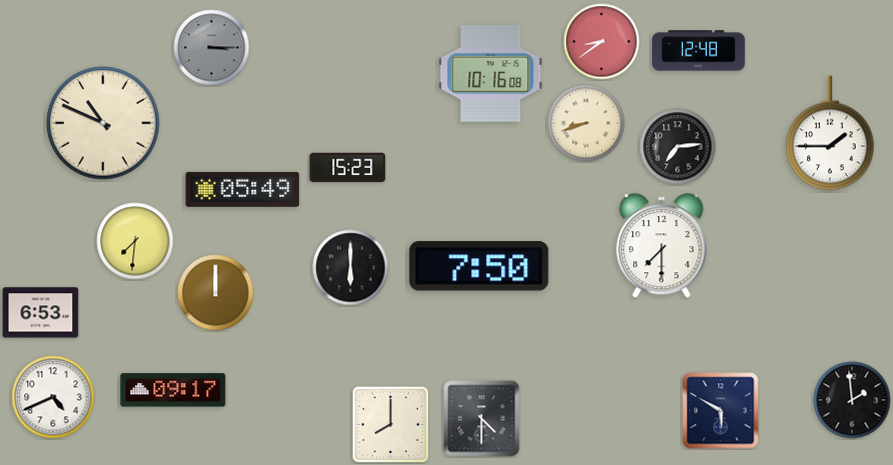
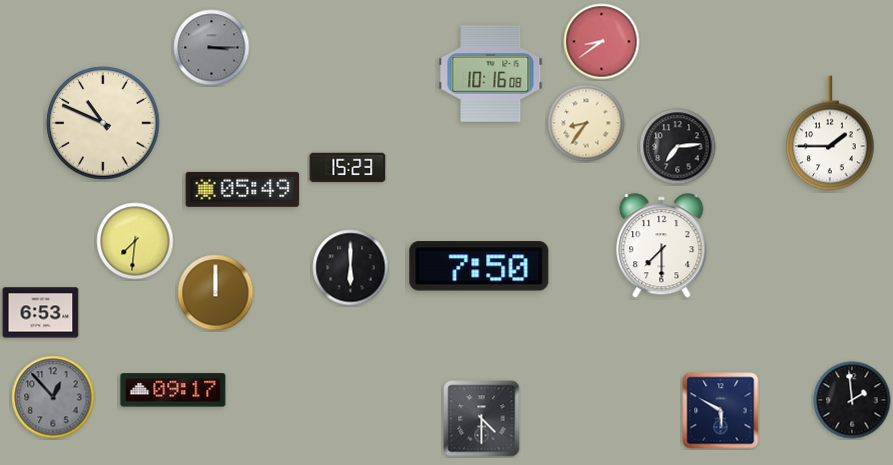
clock at (699, 51): 12:48 -> none
clock at (586, 123): 8:42 -> 8:36
clock at (53, 397): 4:41 -> 12:53
clock at (53, 397) dial: white -> grey
clock at (390, 424): 8:00 -> none
